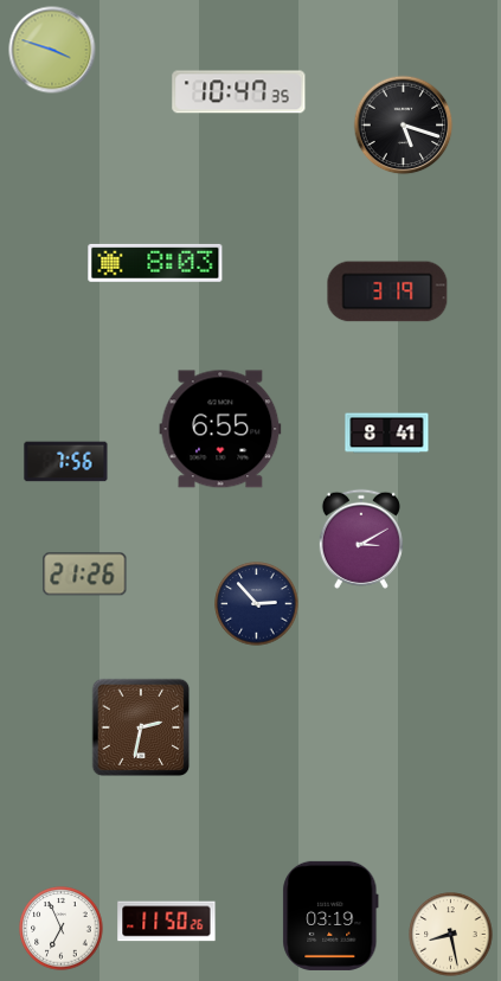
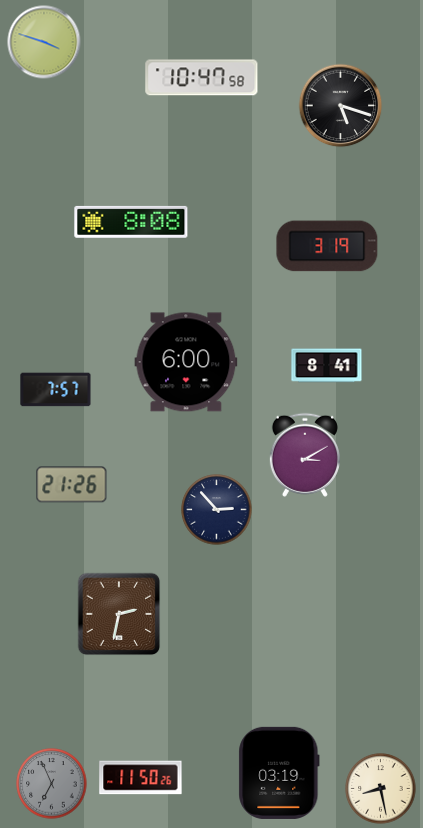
clock at (239, 92): 10:47:35 -> 10:47:58
clock at (155, 263): 8:03 -> 8:08
clock at (220, 429): 6:55 -> 6:00
clock at (66, 462): 7:56 -> 7:57
clock at (62, 929) dial: white -> grey
